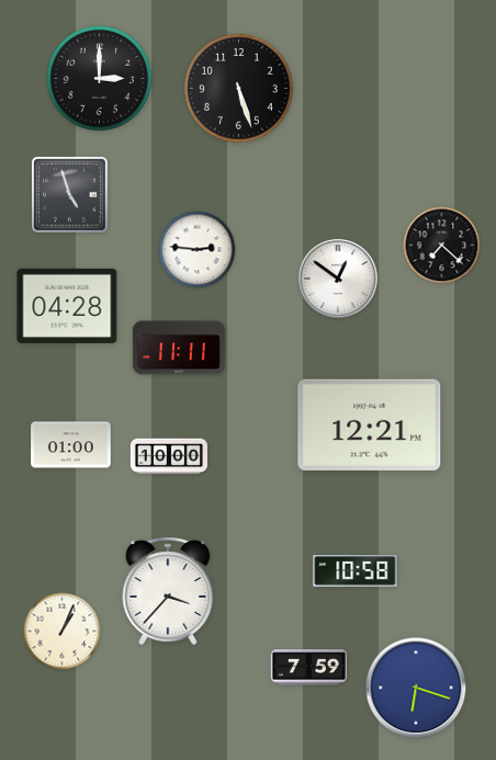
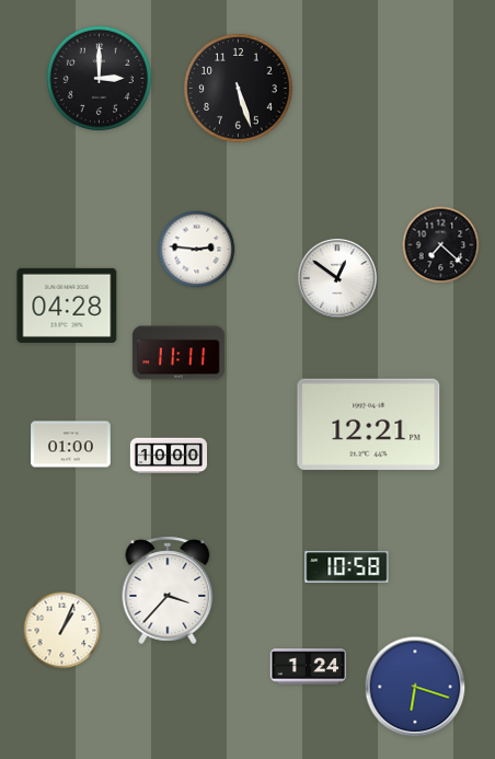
clock at (70, 195): 4:57 -> none
clock at (179, 348) position: (179, 348) -> (179, 353)
clock at (356, 571) position: (356, 571) -> (347, 567)
clock at (309, 668): 7:59 -> 1:24
